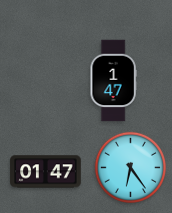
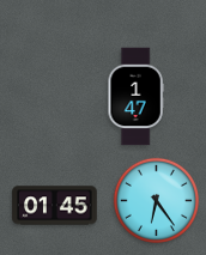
clock at (46, 172): 01:47 -> 01:45
